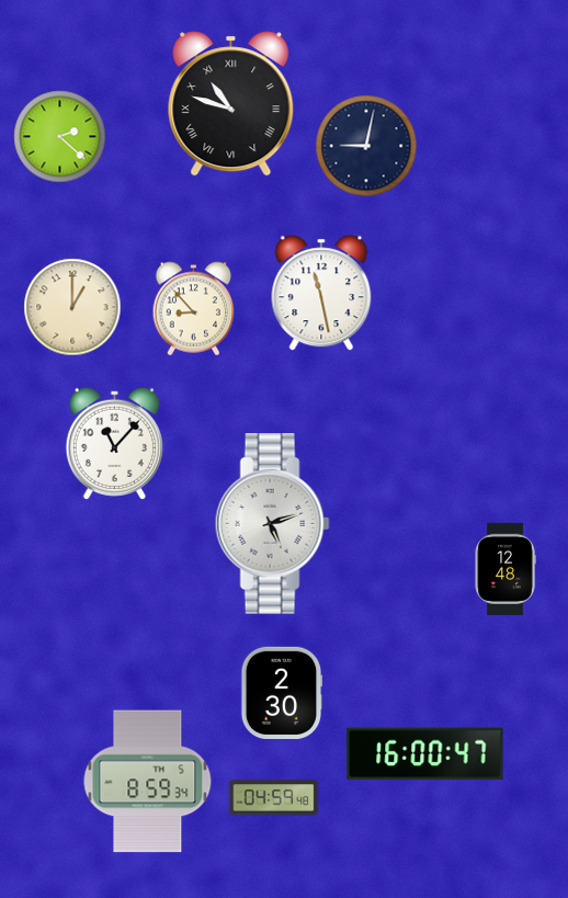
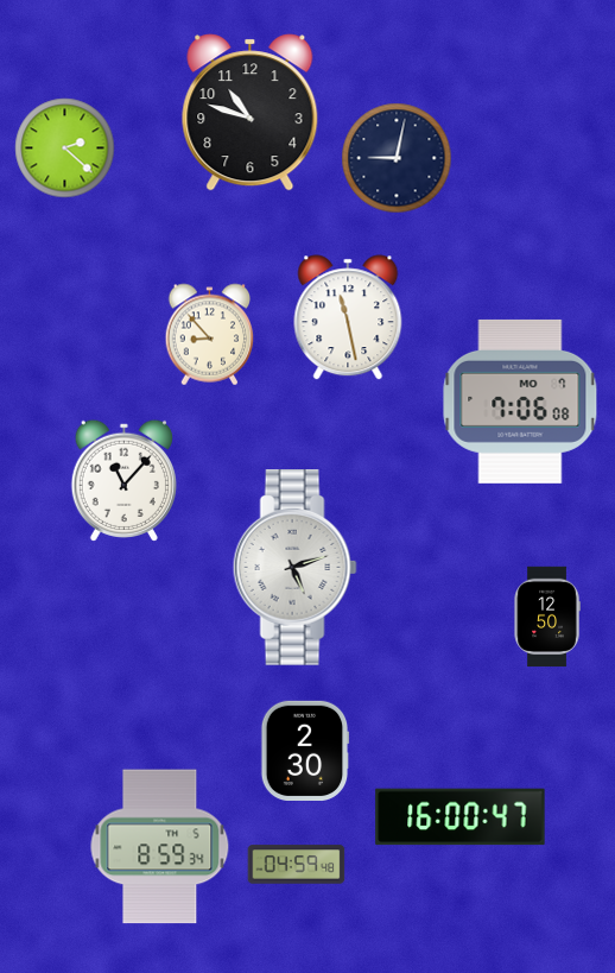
clock at (231, 104) numerals: Roman -> Arabic
clock at (72, 307): 1:00 -> none
clock at (520, 402): none -> 7:06
clock at (505, 569): 12:48 -> 12:50
